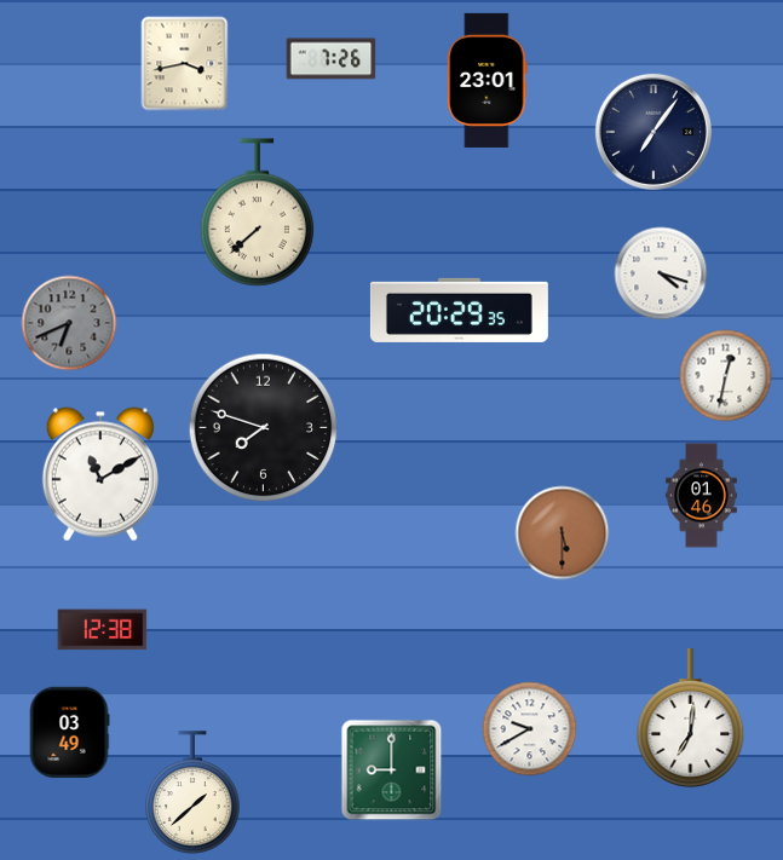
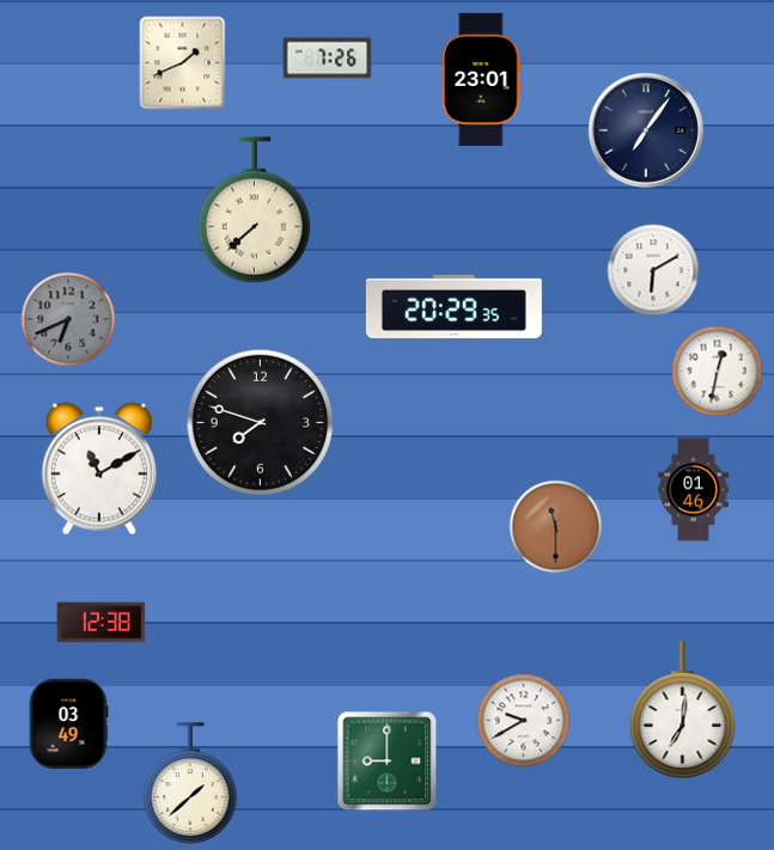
clock at (185, 64): 3:43 -> 1:41
clock at (661, 273): 4:18 -> 6:10
clock at (563, 533): 5:30 -> 11:30
